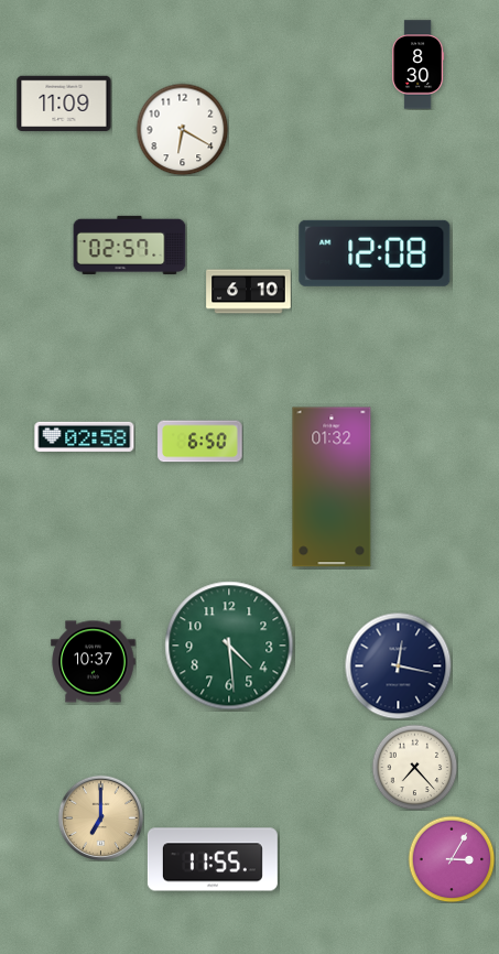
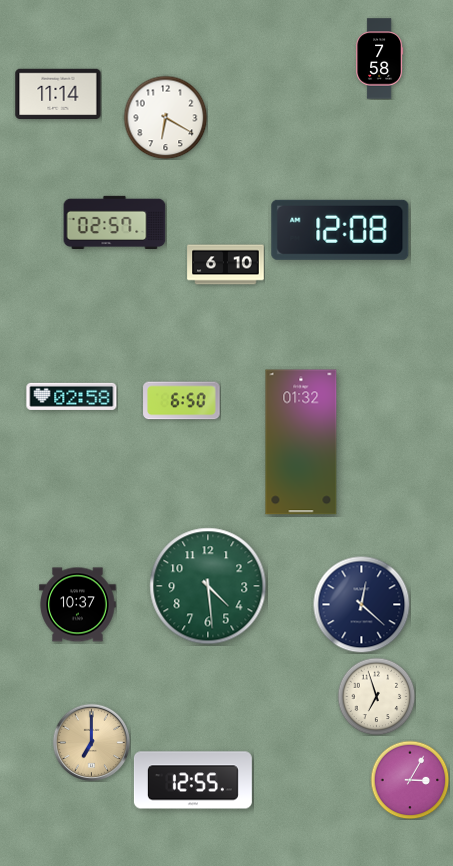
clock at (419, 65): 8:30 -> 7:58
clock at (64, 104): 11:09 -> 11:14
clock at (130, 245) position: (130, 245) -> (115, 222)
clock at (85, 436) position: (85, 436) -> (72, 396)
clock at (94, 662) position: (94, 662) -> (78, 605)
clock at (398, 665): 12:17 -> 12:22
clock at (414, 767): 7:23 -> 6:57
clock at (213, 859): 11:55 -> 12:55
